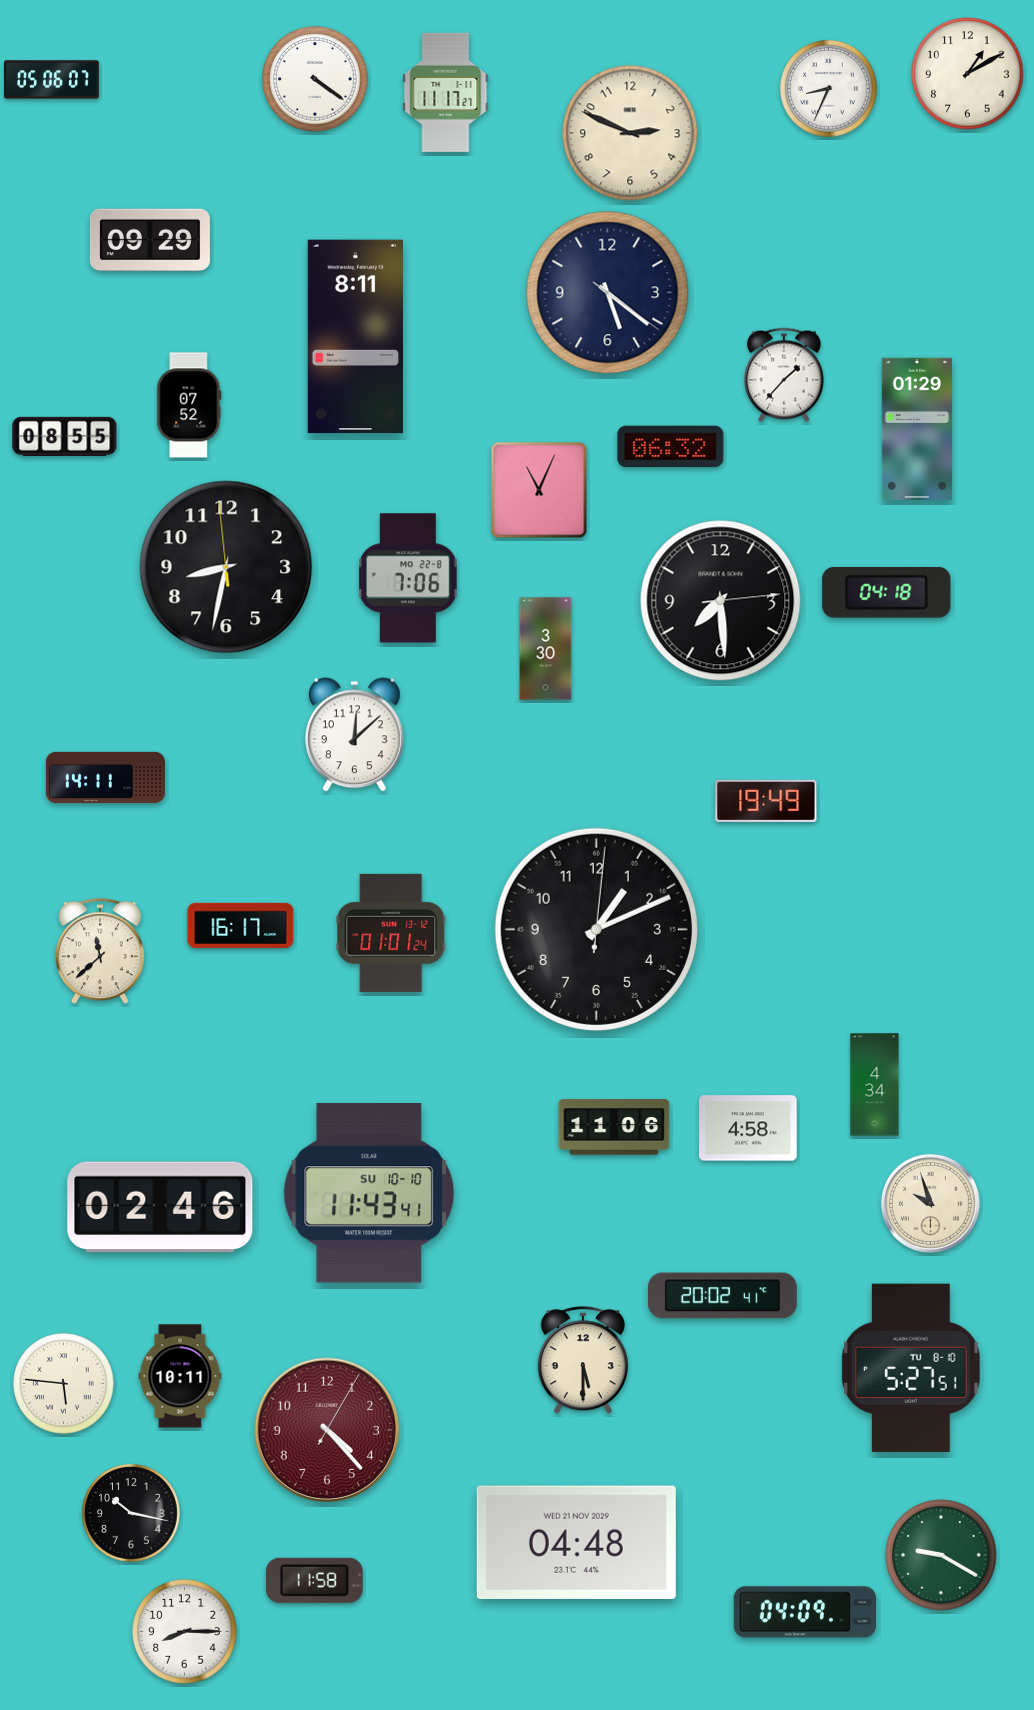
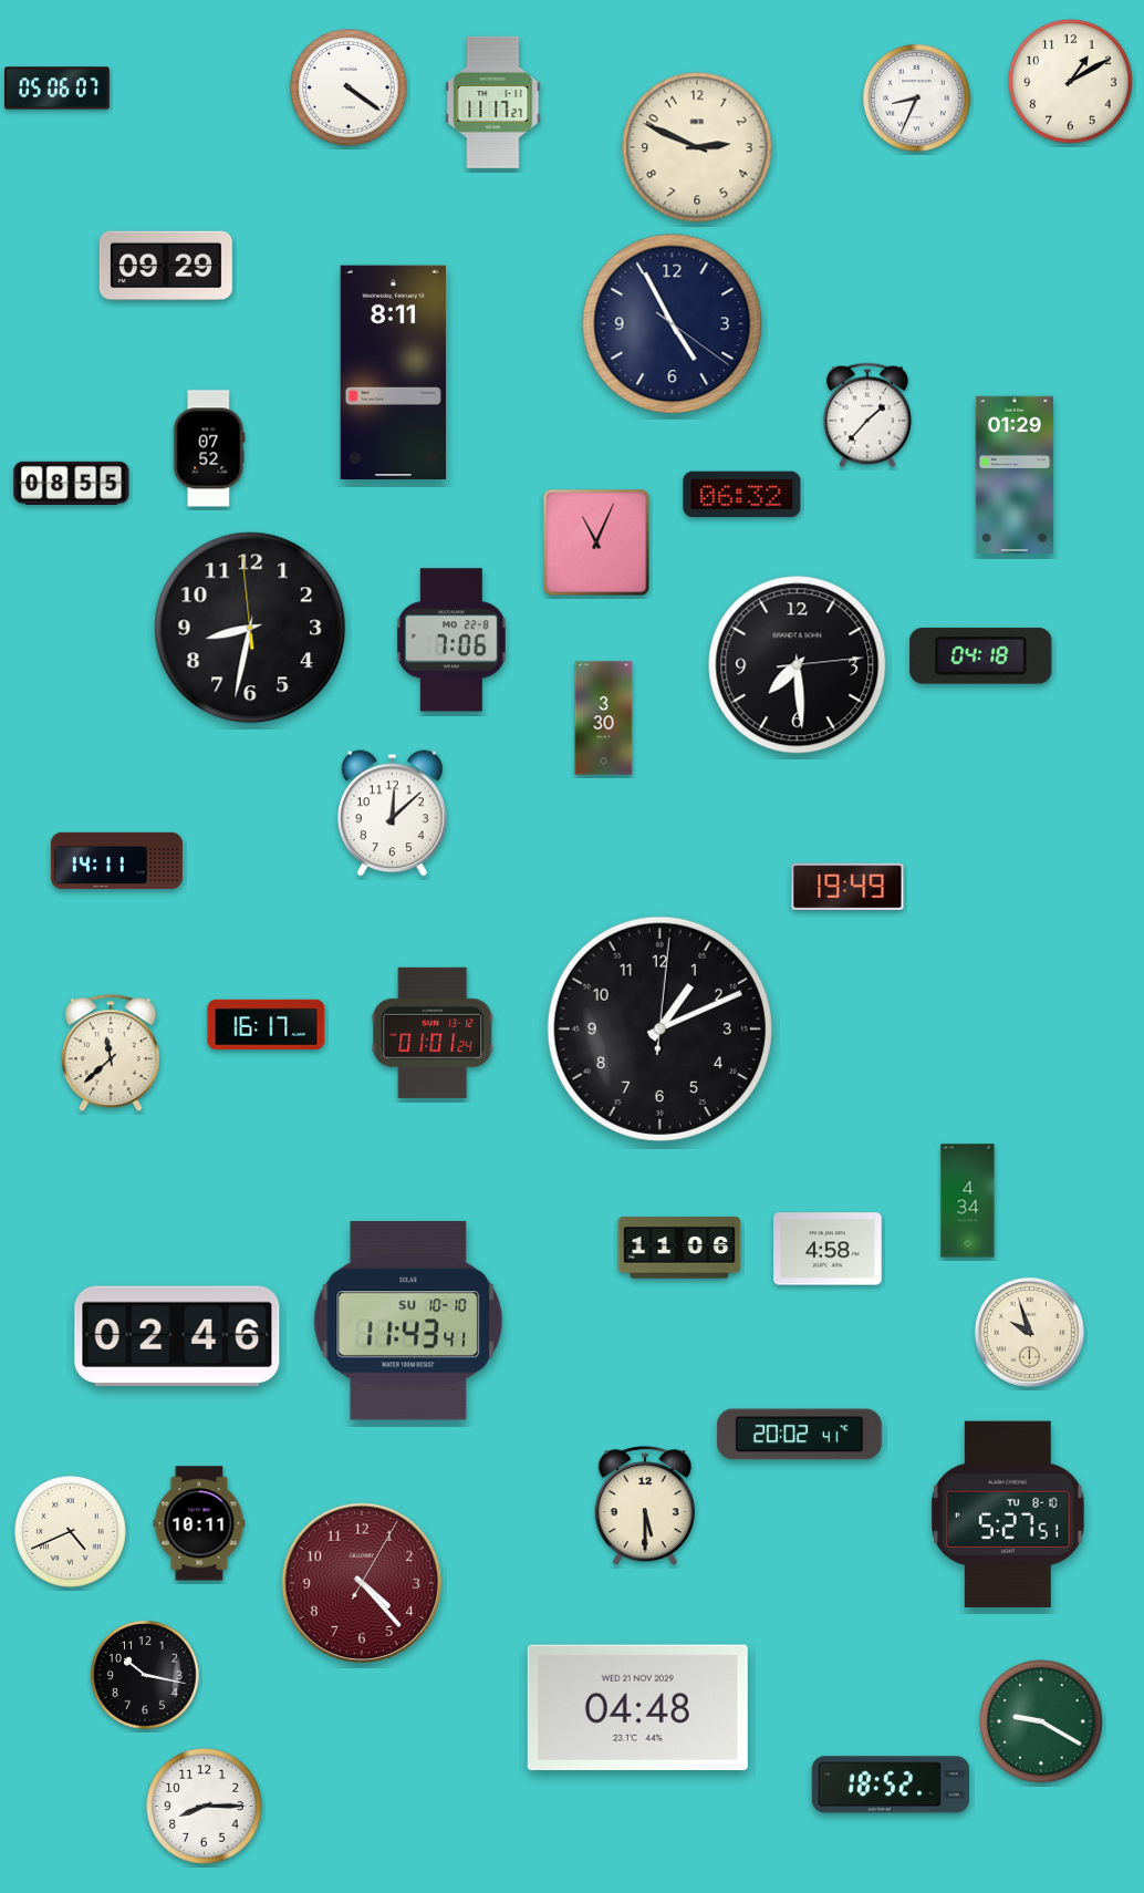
clock at (608, 293): 5:21 -> 4:55
clock at (64, 1384): 5:46 -> 4:41
clock at (314, 1580): 11:58 -> none
clock at (804, 1612): 04:09 -> 18:52
